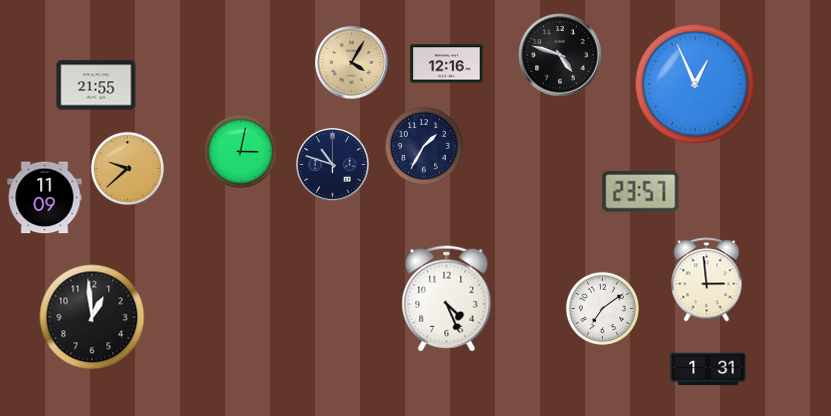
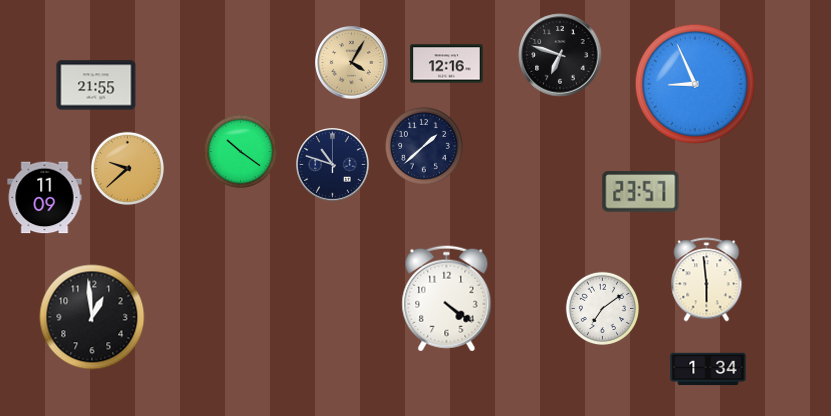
clock at (560, 55): 4:48 -> 6:48
clock at (695, 84): 12:56 -> 8:56
clock at (424, 146): 1:35 -> 1:38
clock at (240, 151): 3:02 -> 10:21
clock at (707, 280): 2:59 -> 5:59
clock at (447, 299): 4:26 -> 4:21
clock at (708, 369): 1:31 -> 1:34
